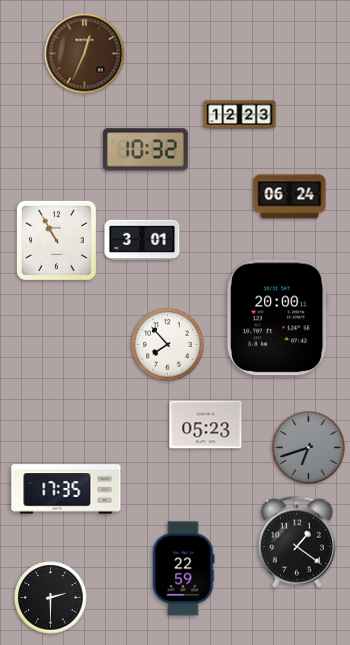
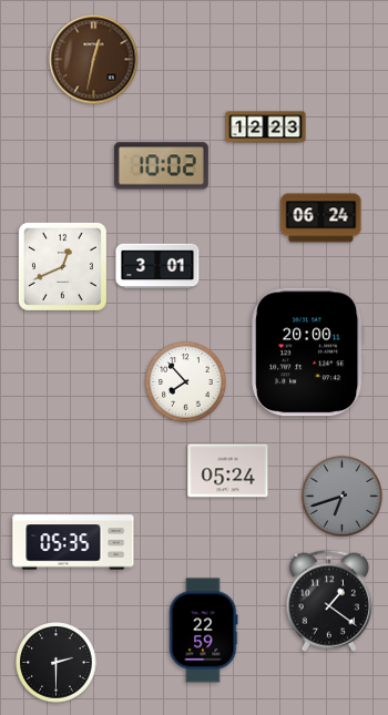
clock at (85, 54): 12:34 -> 12:32
clock at (145, 150): 10:32 -> 10:02
clock at (56, 240): 10:55 -> 12:41
clock at (206, 425): 05:23 -> 05:24
clock at (66, 489): 17:35 -> 05:35
